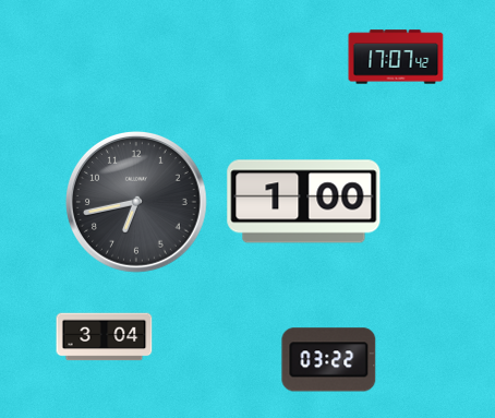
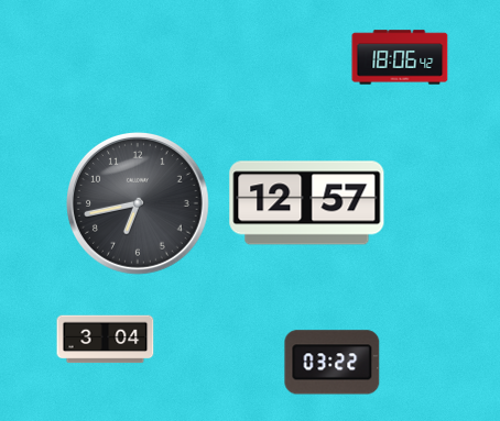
clock at (396, 57): 17:07 -> 18:06
clock at (304, 202): 1:00 -> 12:57
